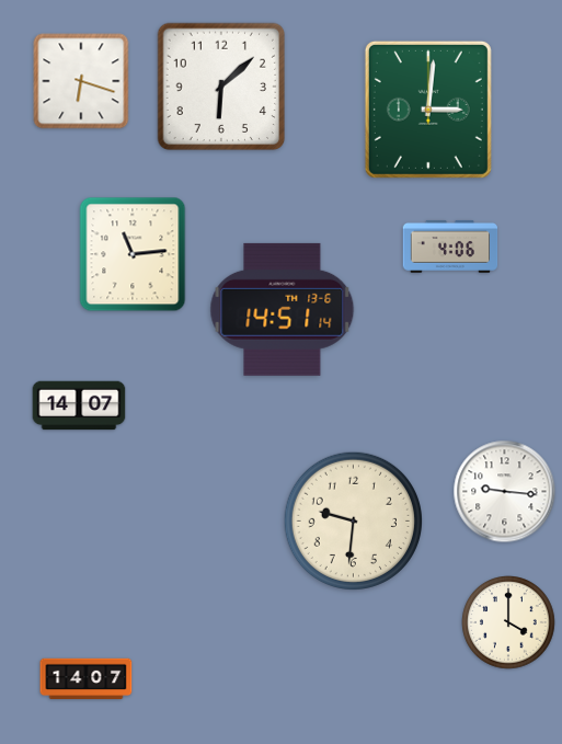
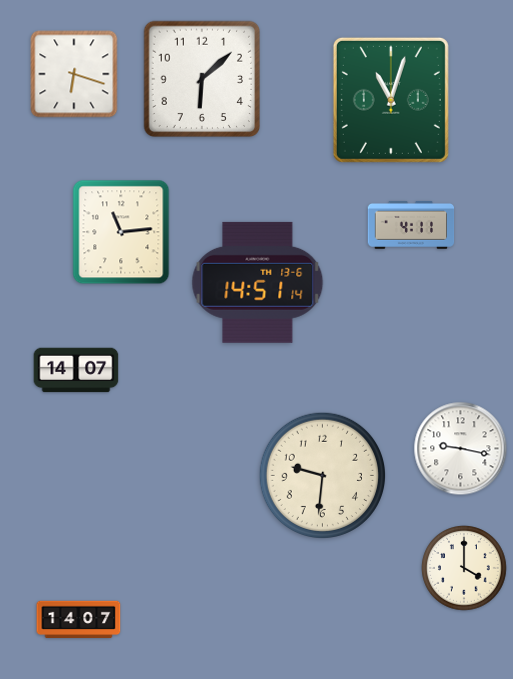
clock at (428, 110): 3:01 -> 11:03
clock at (450, 247): 4:06 -> 4:11
clock at (79, 405) position: (79, 405) -> (76, 370)
clock at (505, 492): 9:16 -> 9:17
